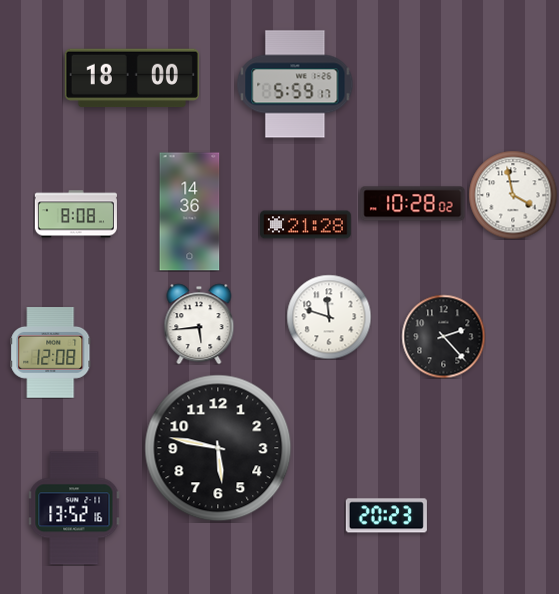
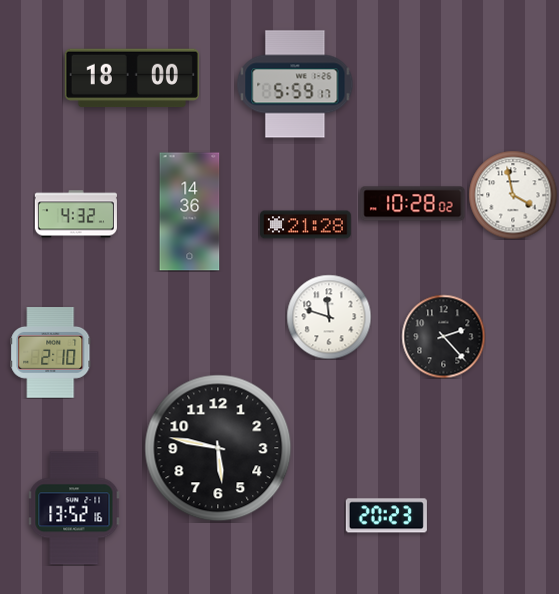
clock at (76, 214): 8:08 -> 4:32
clock at (199, 324): 5:44 -> none
clock at (51, 353): 12:08 -> 2:10
